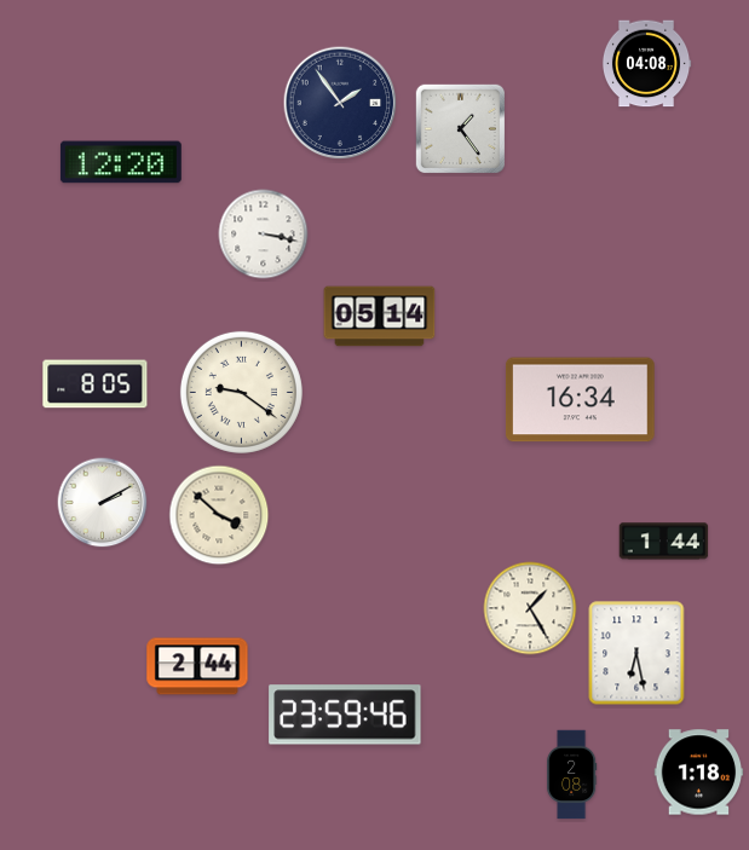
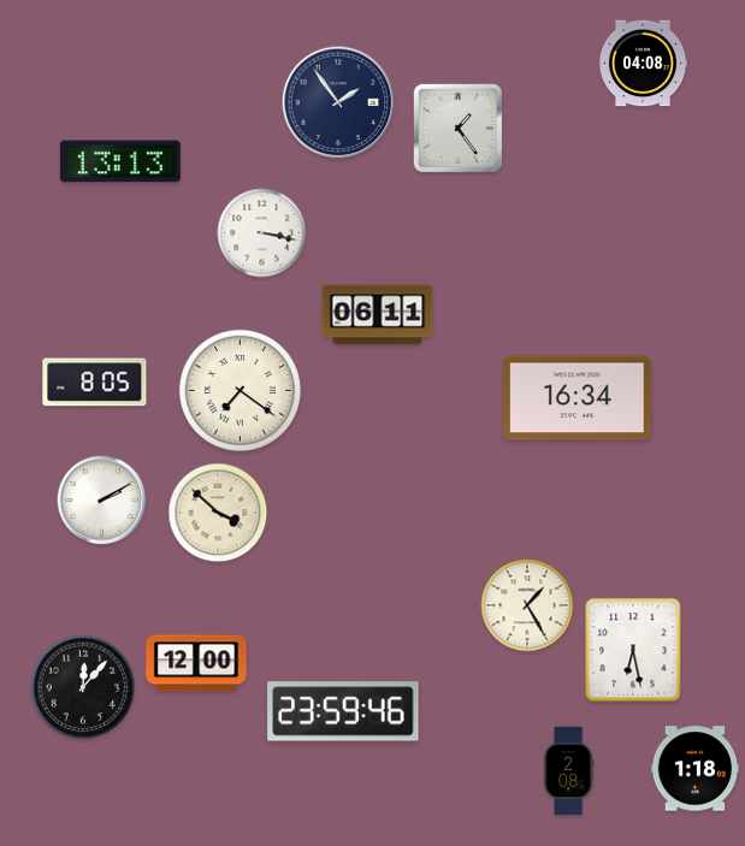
clock at (121, 162): 12:20 -> 13:13
clock at (380, 317): 05:14 -> 06:11
clock at (241, 392): 9:21 -> 7:21
clock at (664, 542): 1:44 -> none
clock at (197, 666): 2:44 -> 12:00
clock at (83, 687): none -> 12:07
